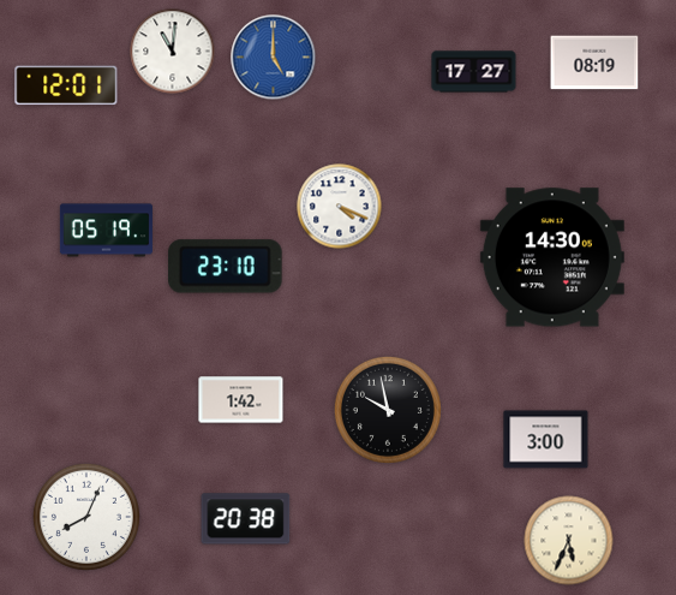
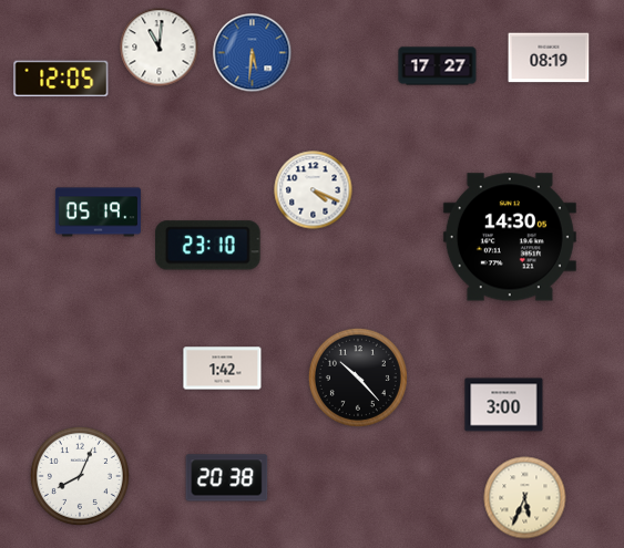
clock at (274, 58): 5:00 -> 5:31
clock at (66, 85): 12:01 -> 12:05
clock at (388, 410): 9:58 -> 10:23
